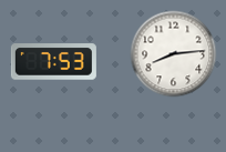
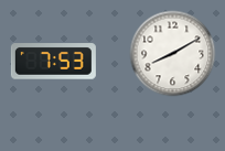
clock at (173, 53): 8:14 -> 8:10
